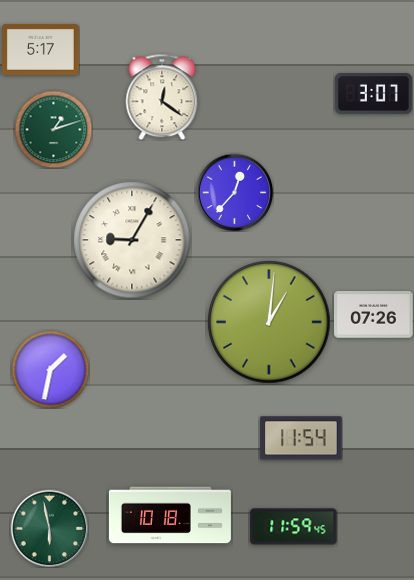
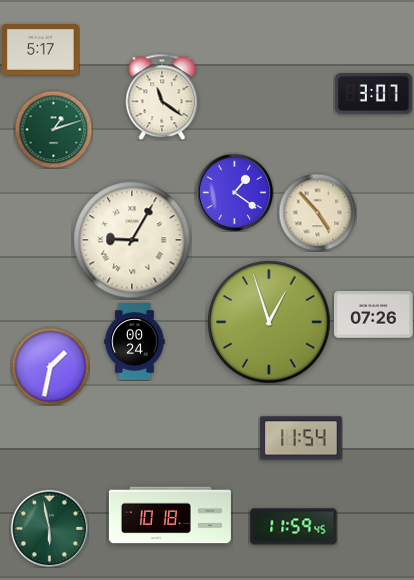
clock at (162, 97): 12:21 -> 11:21
clock at (234, 192): 12:37 -> 1:21
clock at (317, 212): none -> 4:53
clock at (269, 322): 1:01 -> 12:57
clock at (135, 342): none -> 00:24
clock at (50, 369) position: (50, 369) -> (50, 366)
